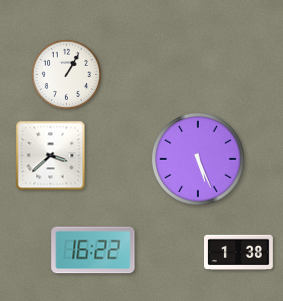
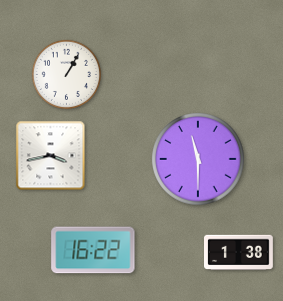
clock at (51, 156): 3:38 -> 3:43
clock at (199, 160): 5:26 -> 11:30
